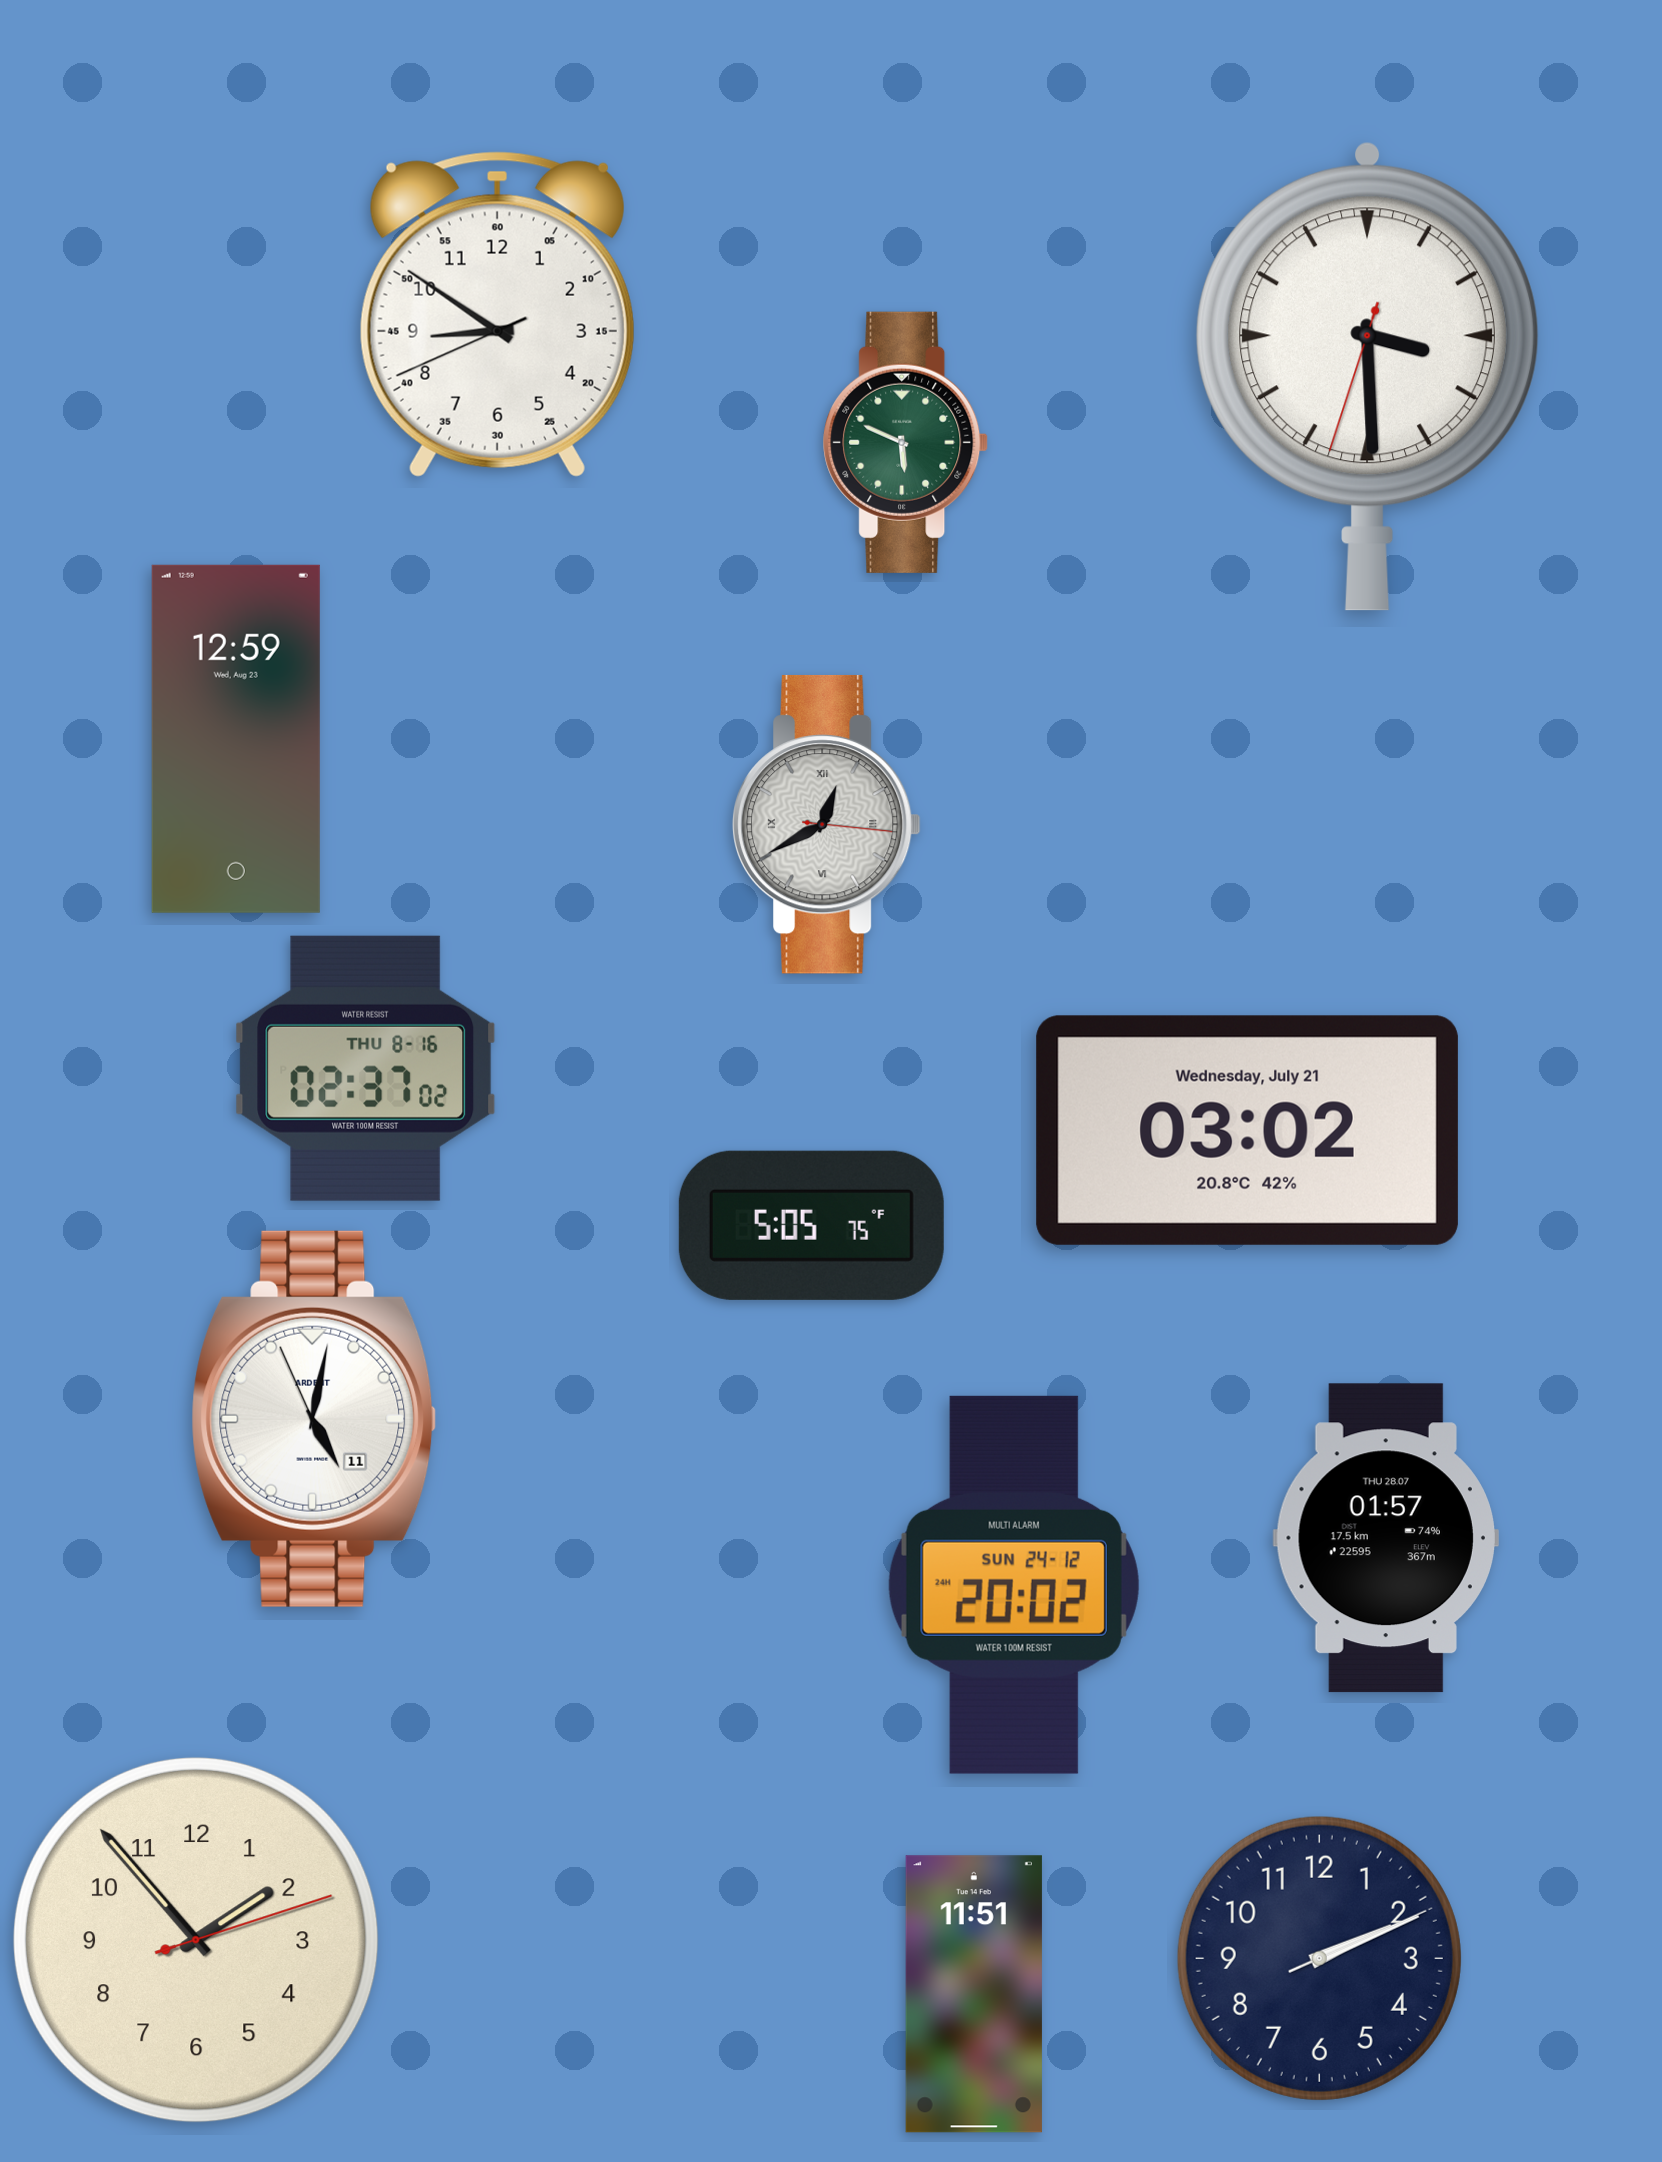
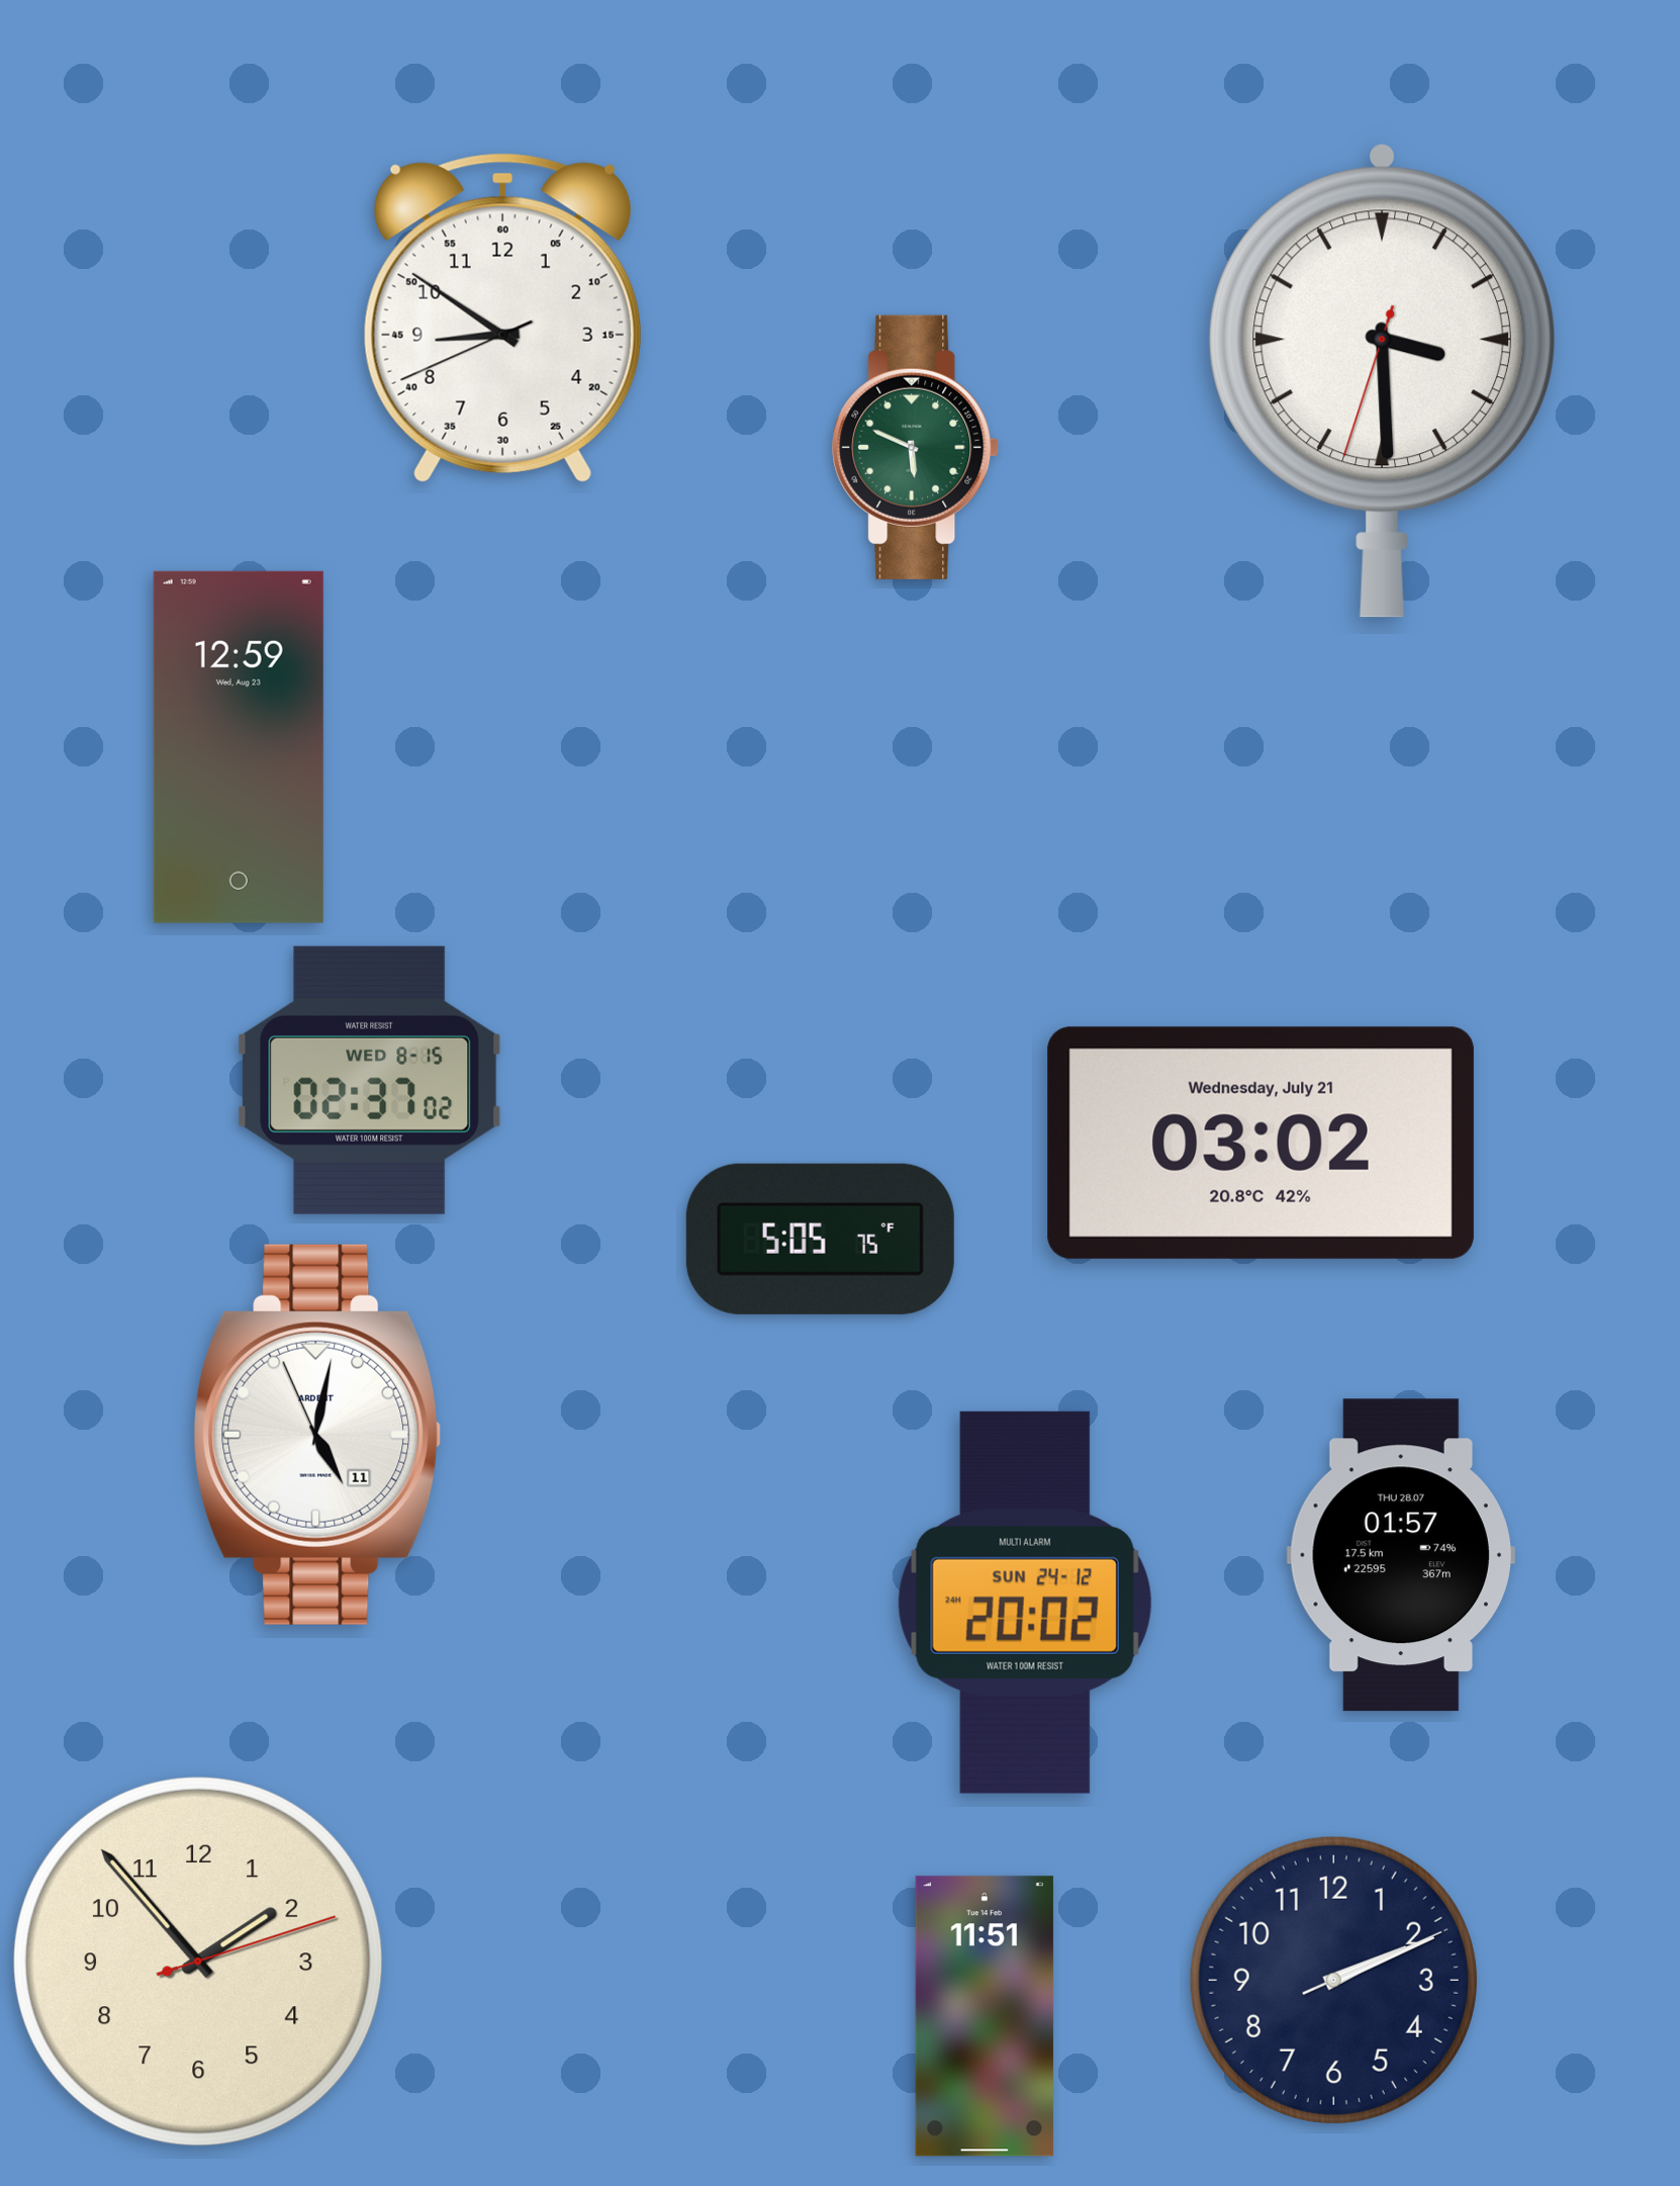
clock at (826, 824): 12:40 -> none
clock at (366, 1068) date: THU 8-16 -> WED 8-15
